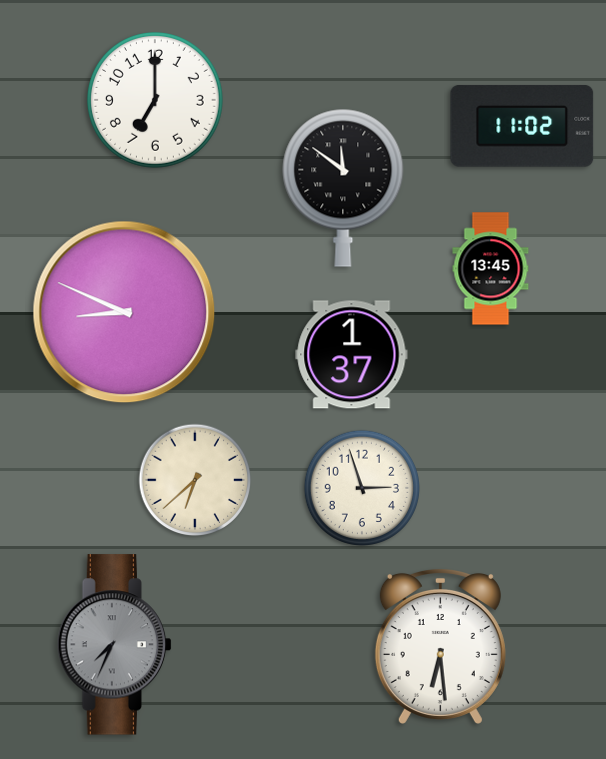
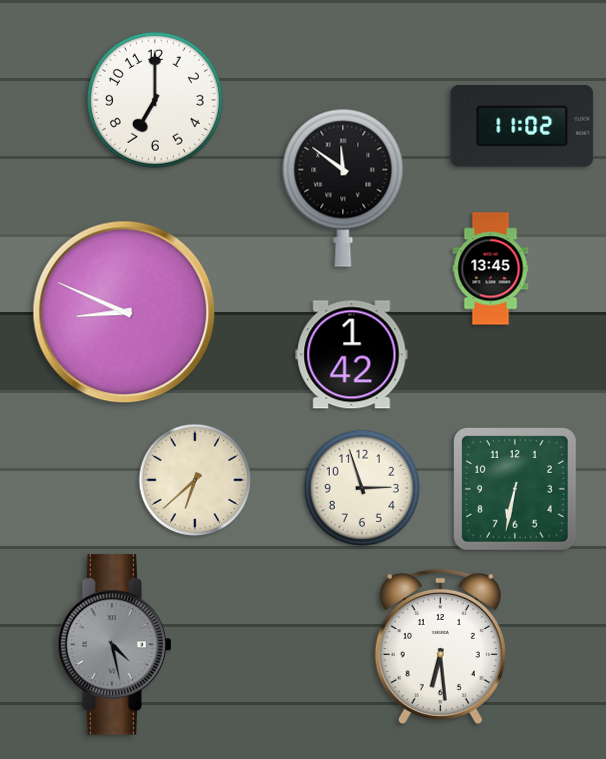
clock at (352, 355): 1:37 -> 1:42
clock at (516, 490): none -> 6:32
clock at (114, 645): 7:34 -> 4:28
